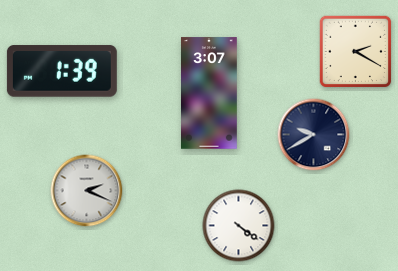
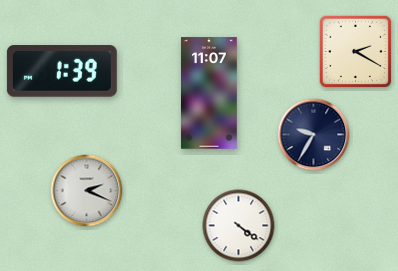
clock at (210, 93): 3:07 -> 11:07
clock at (314, 135): 9:40 -> 9:35
